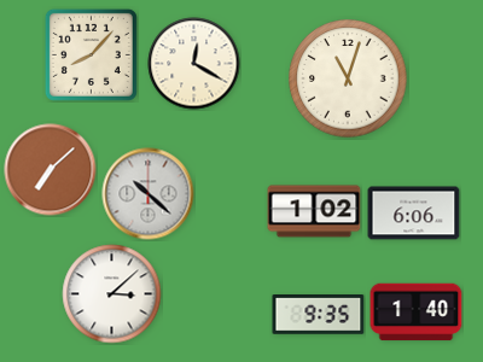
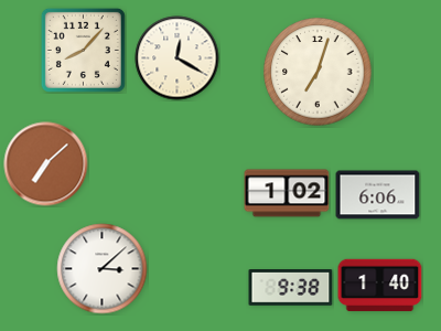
clock at (348, 78): 11:03 -> 7:03
clock at (51, 170) position: (51, 170) -> (46, 164)
clock at (149, 194): 10:22 -> none
clock at (319, 315): 9:35 -> 9:38
